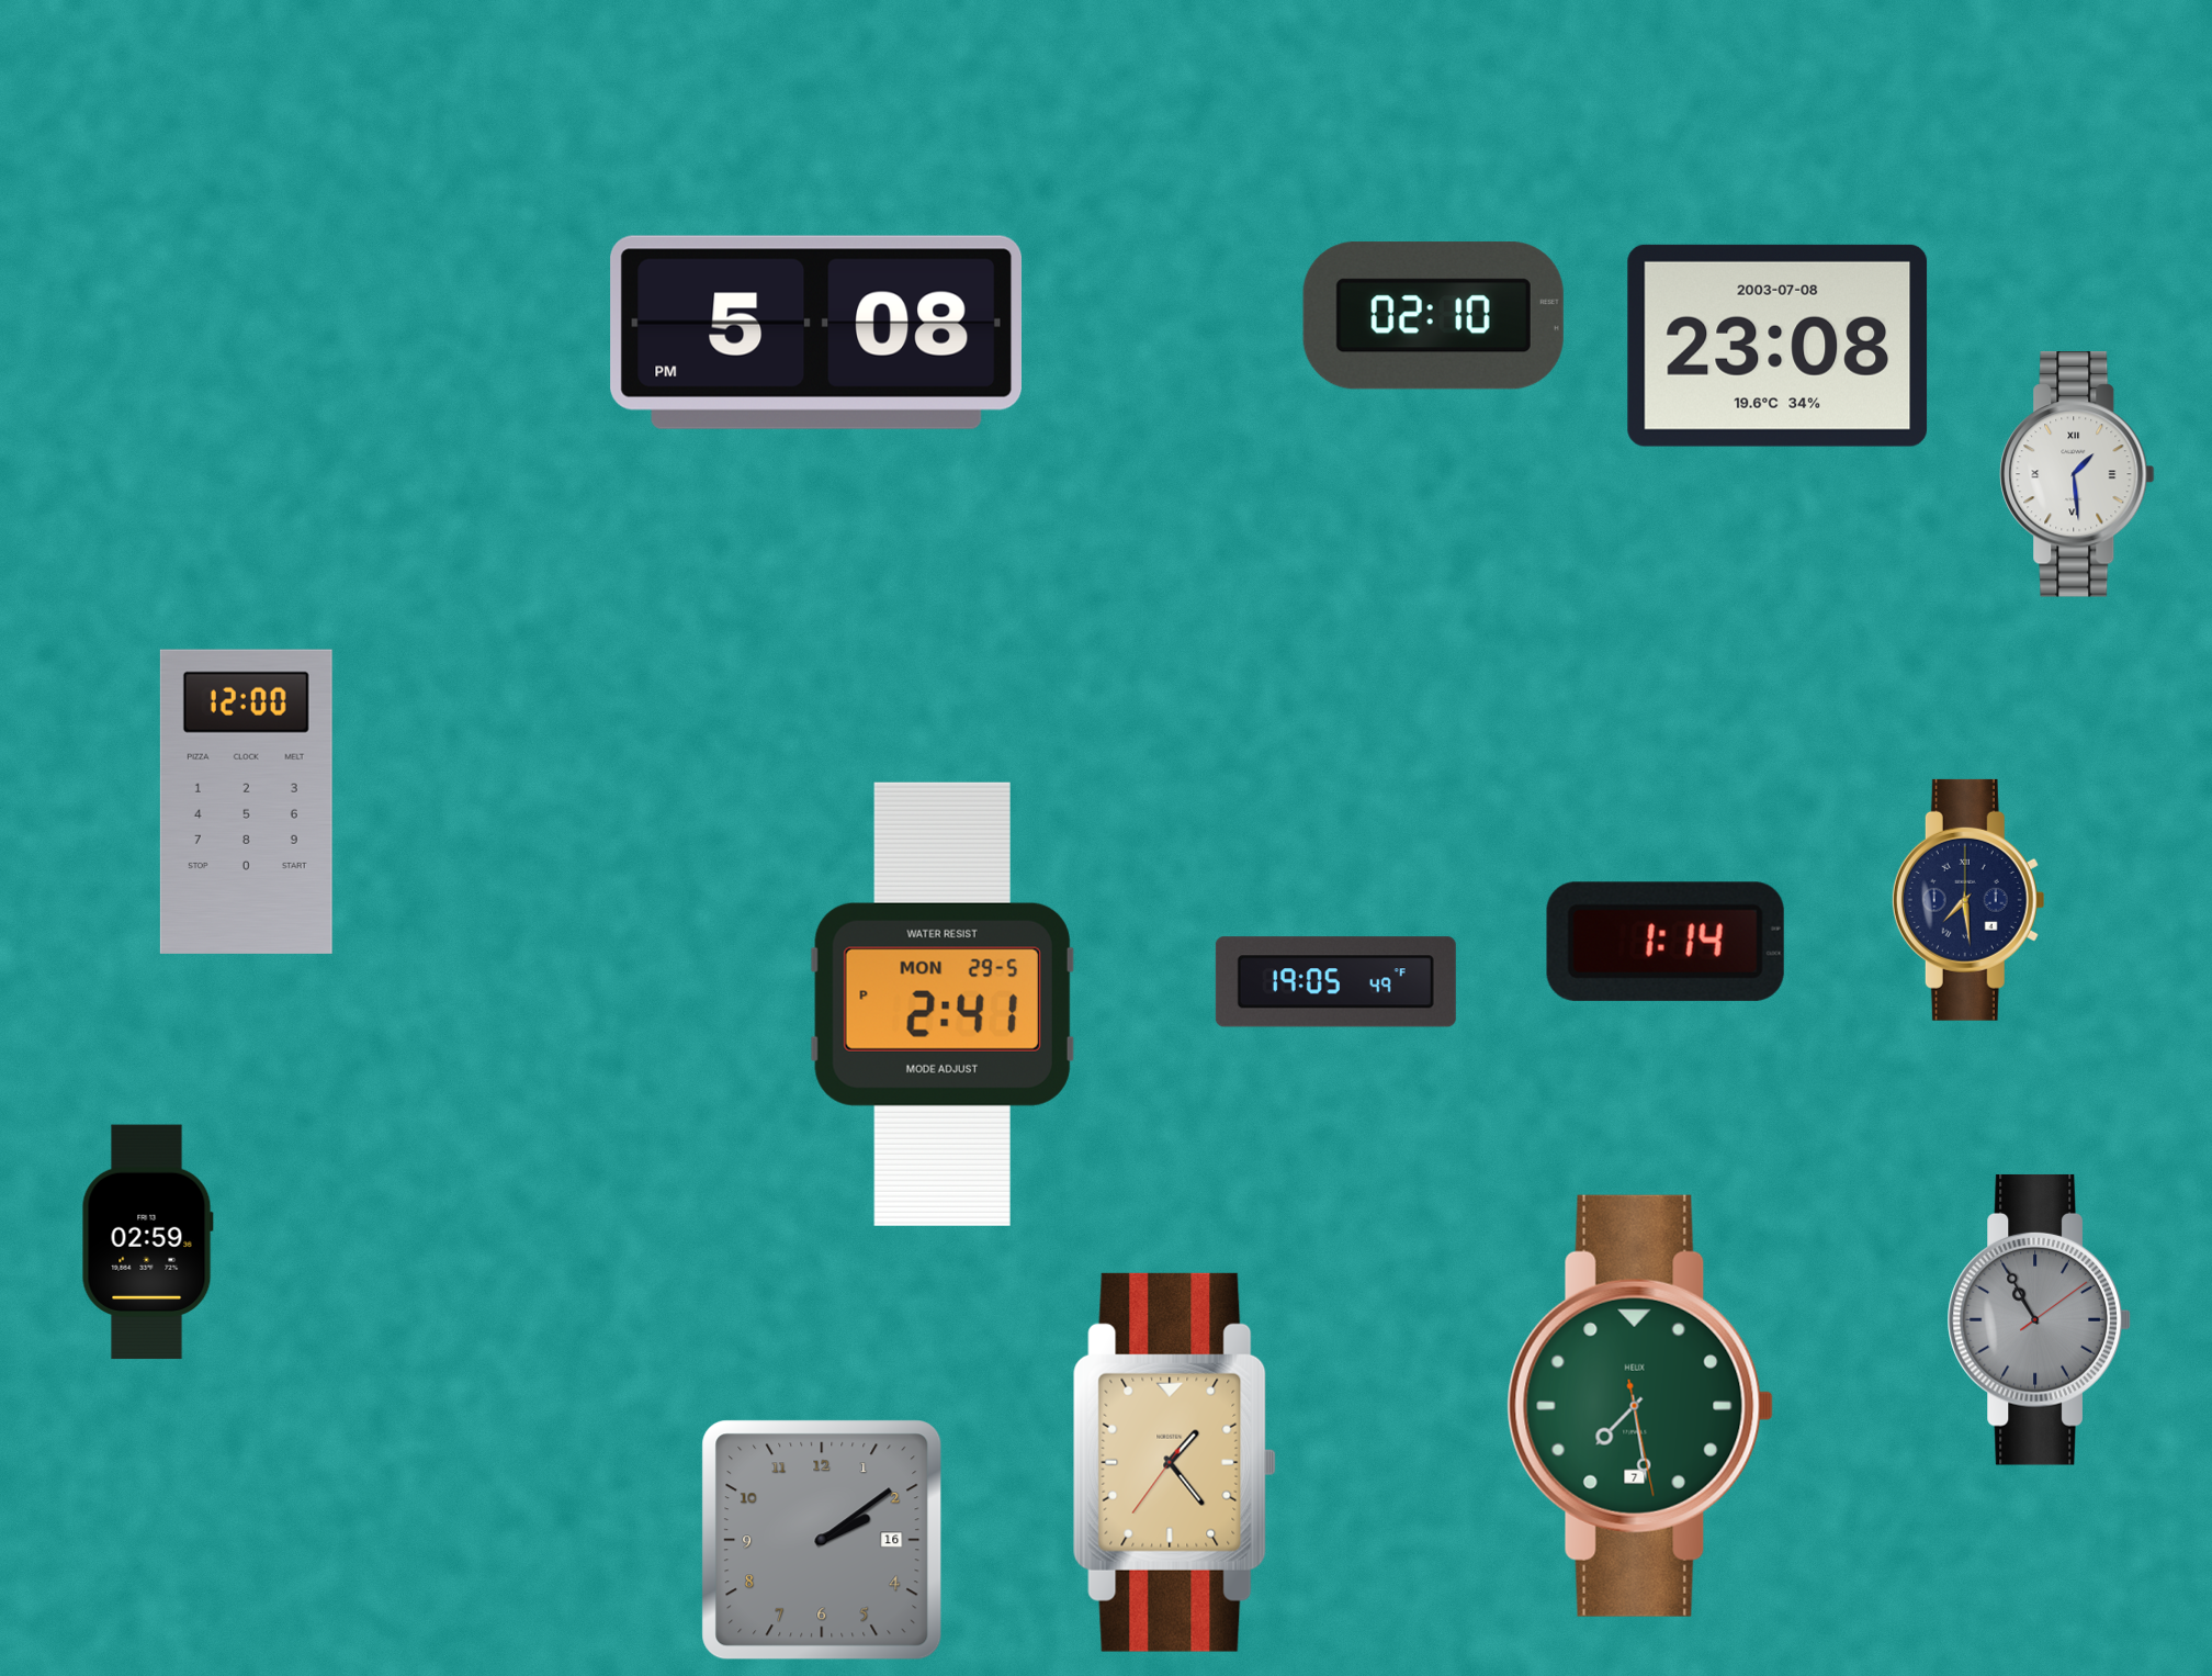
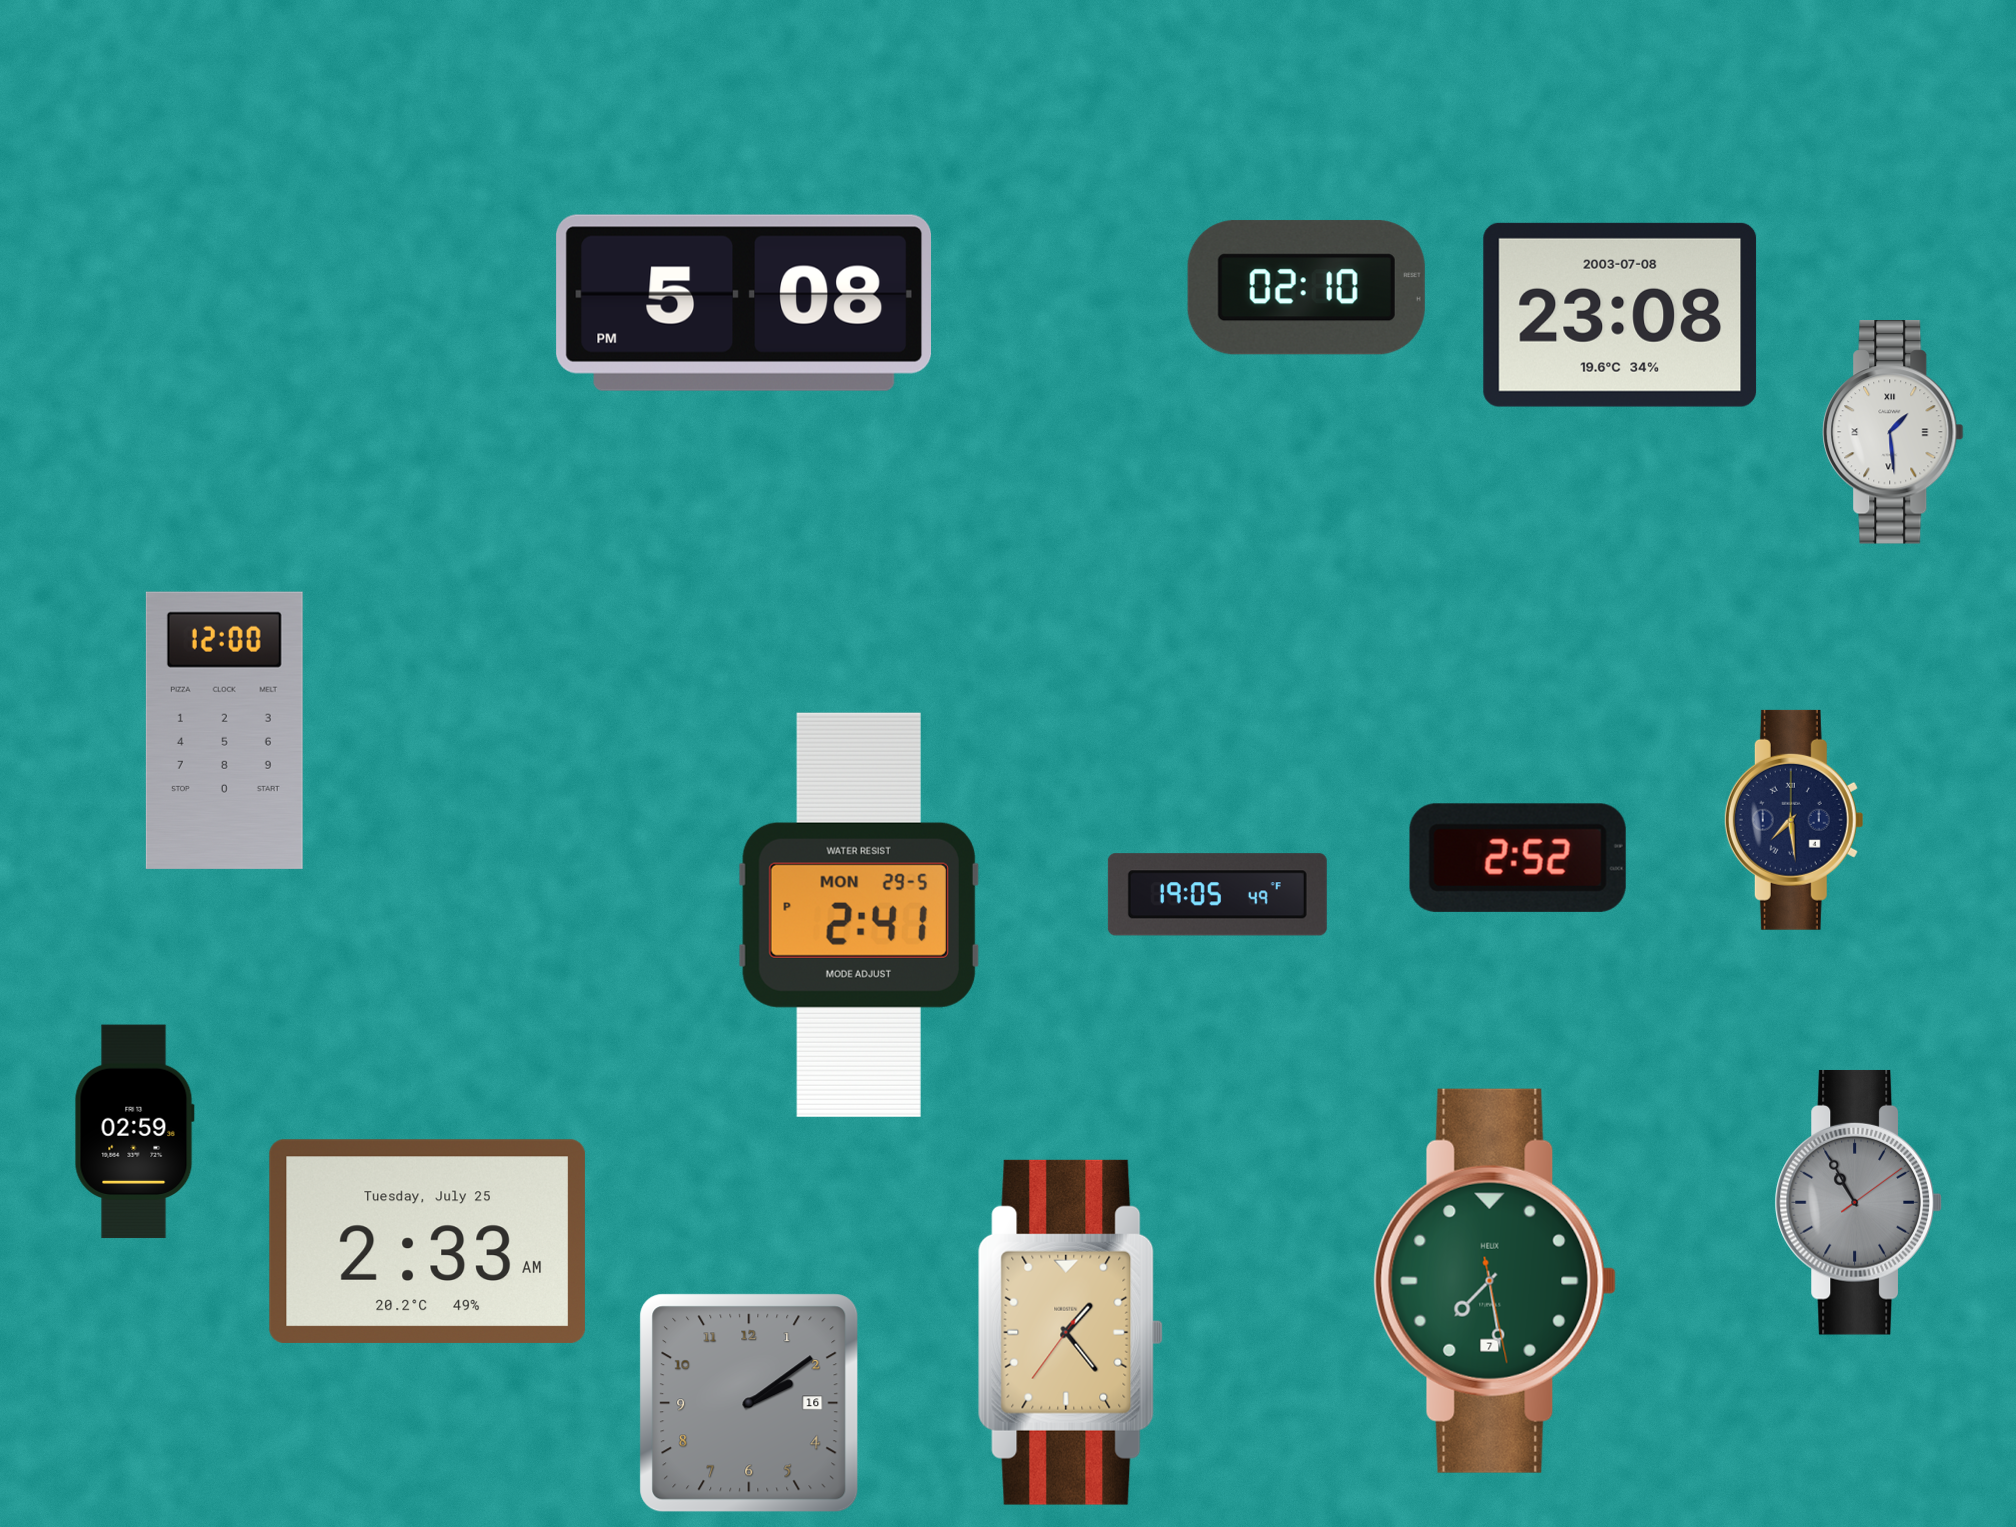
clock at (1666, 942): 1:14 -> 2:52
clock at (427, 1241): none -> 2:33
